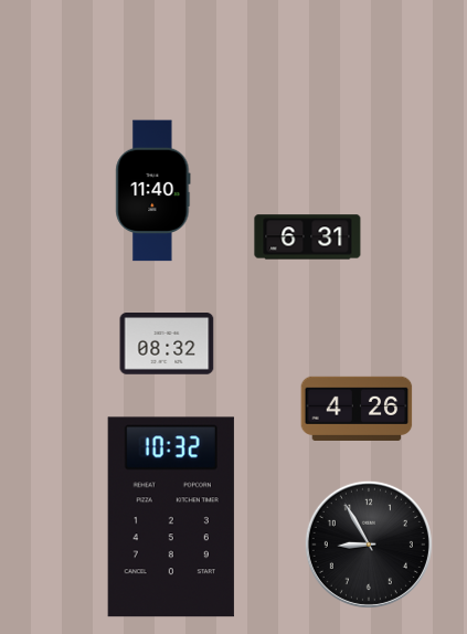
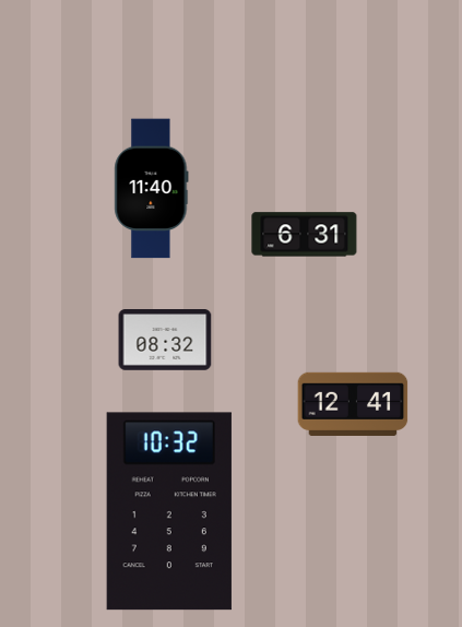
clock at (357, 409): 4:26 -> 12:41
clock at (369, 545): 8:55 -> none
